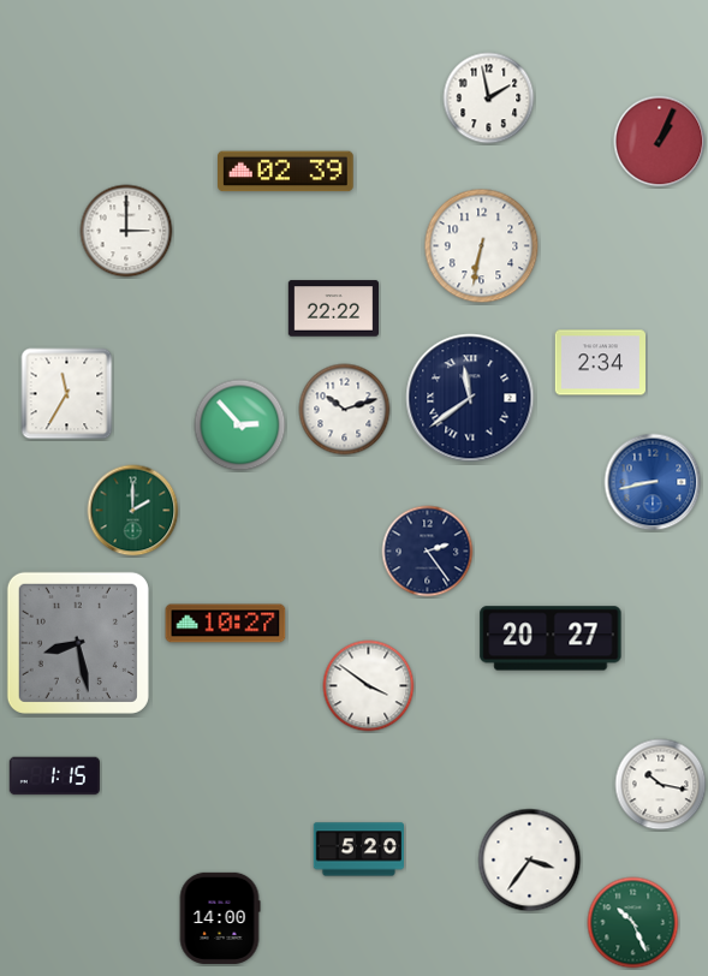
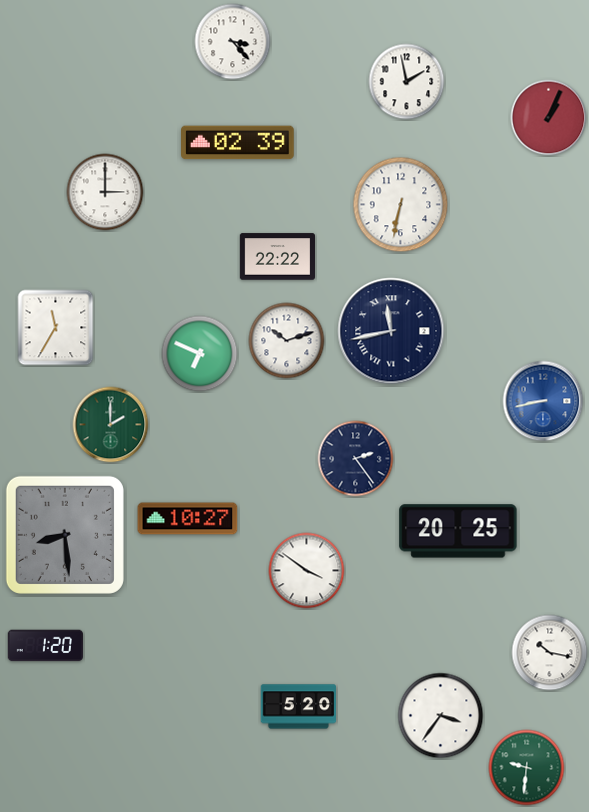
clock at (233, 42): none -> 3:23
clock at (600, 363): 2:34 -> none
clock at (470, 398): 11:39 -> 11:43
clock at (240, 425): 2:53 -> 6:49
clock at (551, 638): 20:27 -> 20:25
clock at (78, 643): 8:28 -> 8:29
clock at (54, 776): 1:15 -> 1:20
clock at (220, 918): 14:00 -> none
clock at (633, 923): 10:26 -> 9:31
